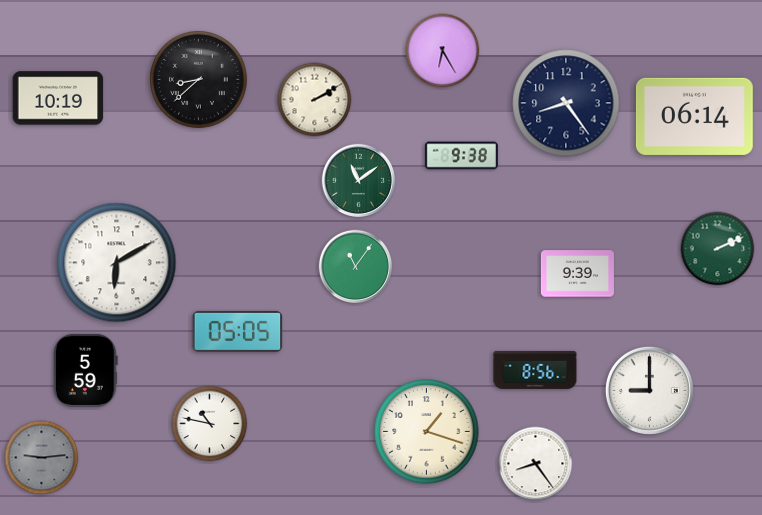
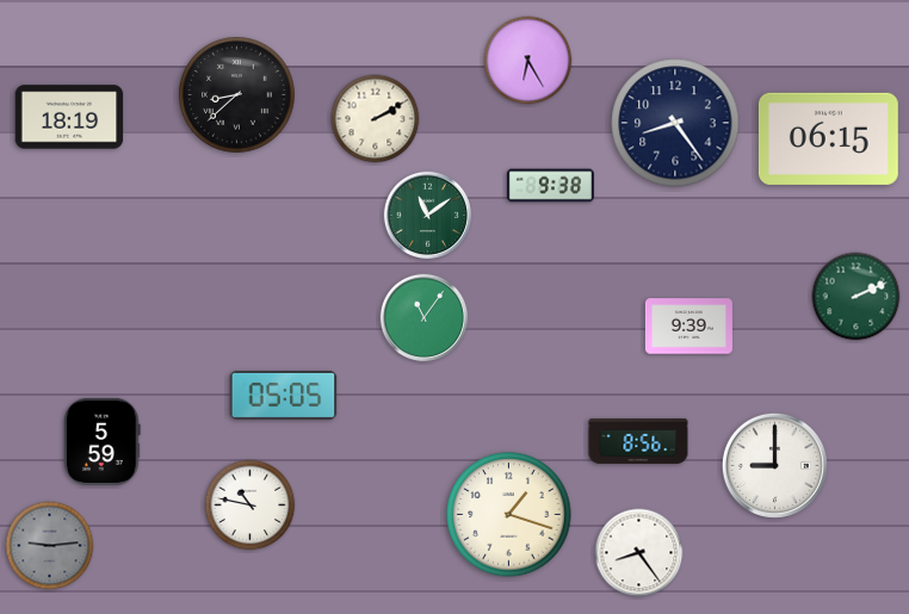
clock at (58, 98): 10:19 -> 18:19
clock at (694, 116): 06:14 -> 06:15
clock at (117, 263): 6:10 -> none
